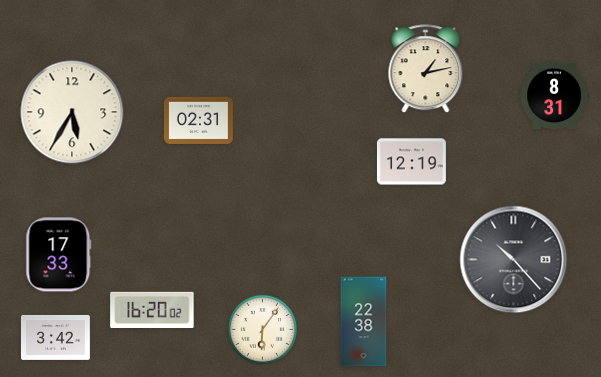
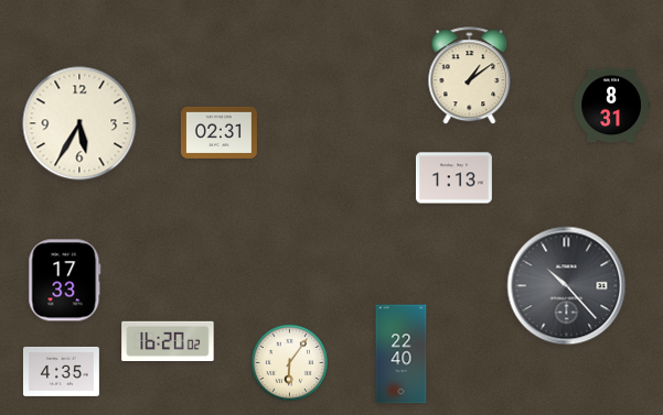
clock at (426, 69): 1:13 -> 1:09
clock at (411, 162): 12:19 -> 1:13
clock at (364, 322): 22:38 -> 22:40
clock at (55, 337): 3:42 -> 4:35
